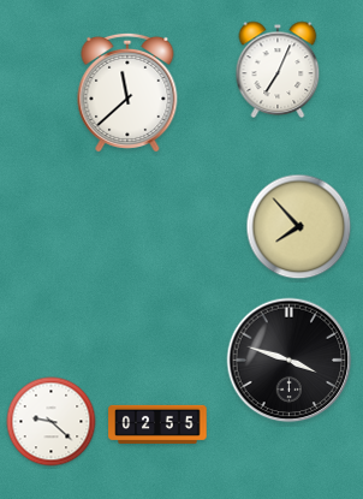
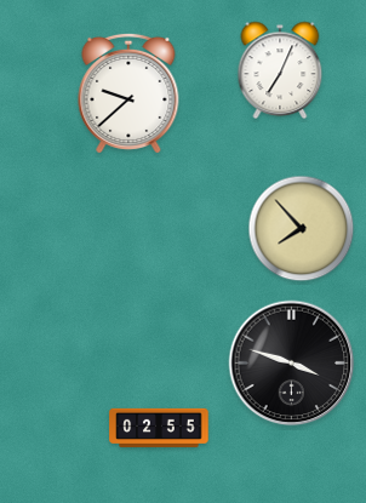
clock at (127, 93): 11:38 -> 9:38
clock at (52, 422): 9:22 -> none
